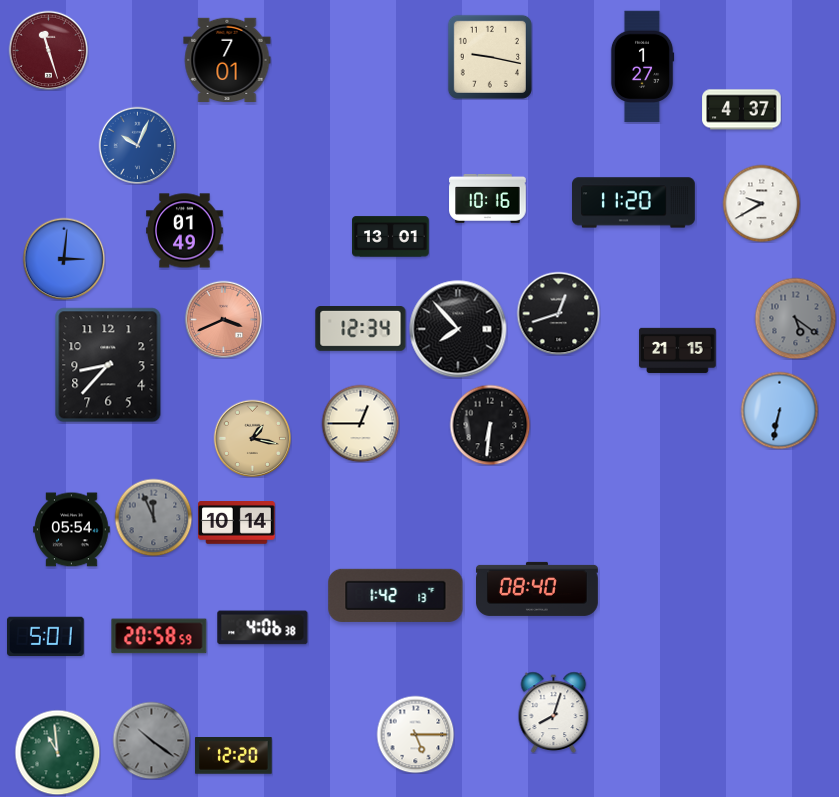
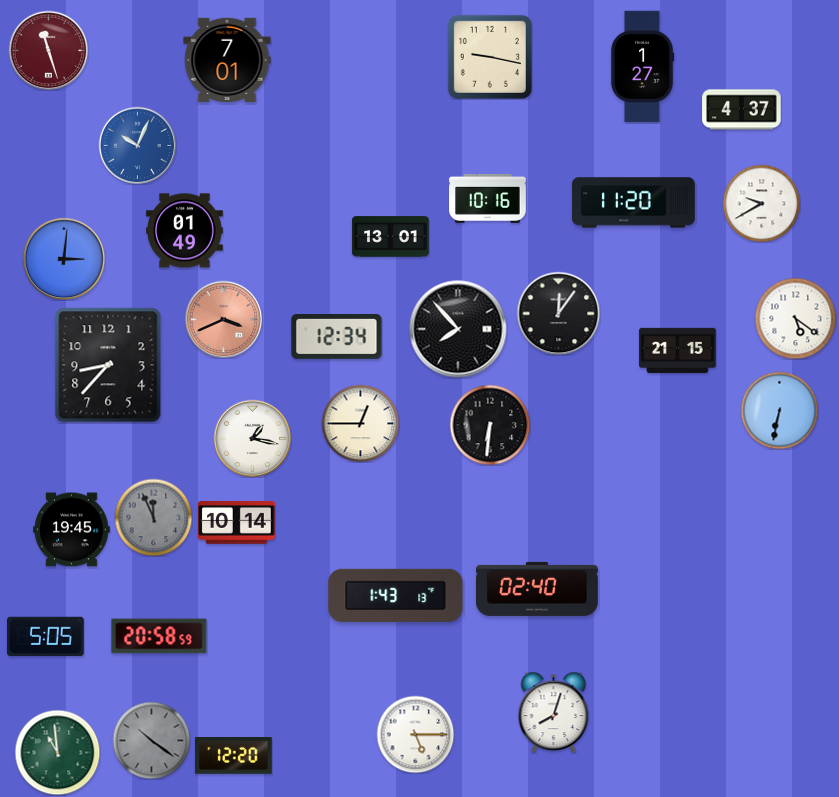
clock at (558, 313): 12:42 -> 12:06
clock at (795, 318) dial: grey -> white
clock at (361, 329) position: (361, 329) -> (337, 337)
clock at (252, 438) dial: champagne -> white
clock at (72, 530): 05:54 -> 19:45
clock at (538, 589): 08:40 -> 02:40
clock at (396, 595): 1:42 -> 1:43
clock at (263, 628): 4:06 -> none
clock at (46, 637): 5:01 -> 5:05
